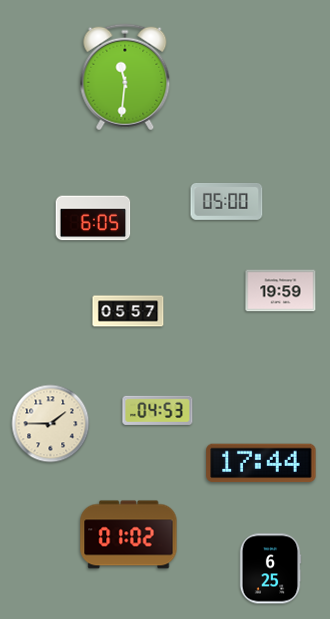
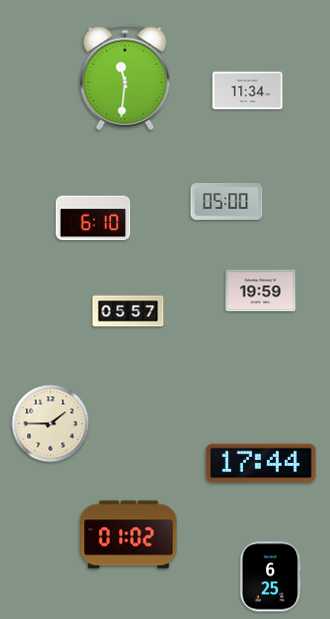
clock at (248, 91): none -> 11:34
clock at (93, 218): 6:05 -> 6:10
clock at (281, 291) position: (281, 291) -> (261, 291)
clock at (158, 410): 04:53 -> none
clock at (270, 569) position: (270, 569) -> (270, 577)
